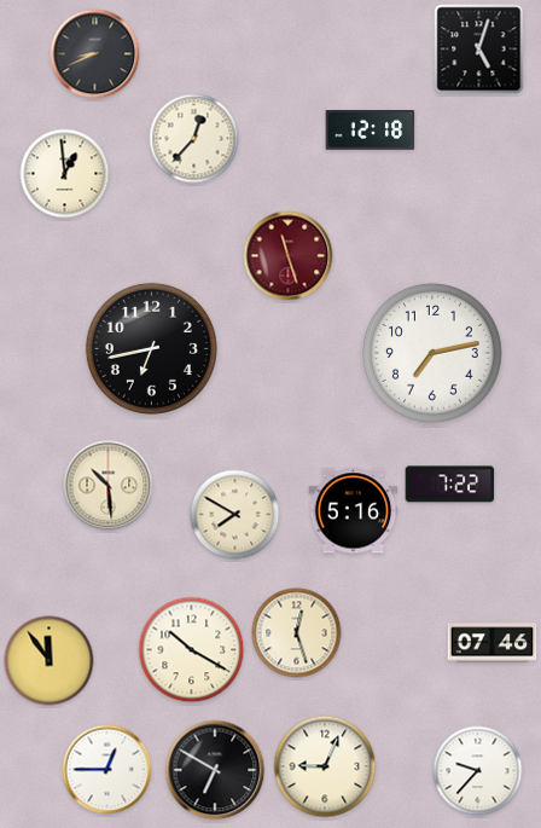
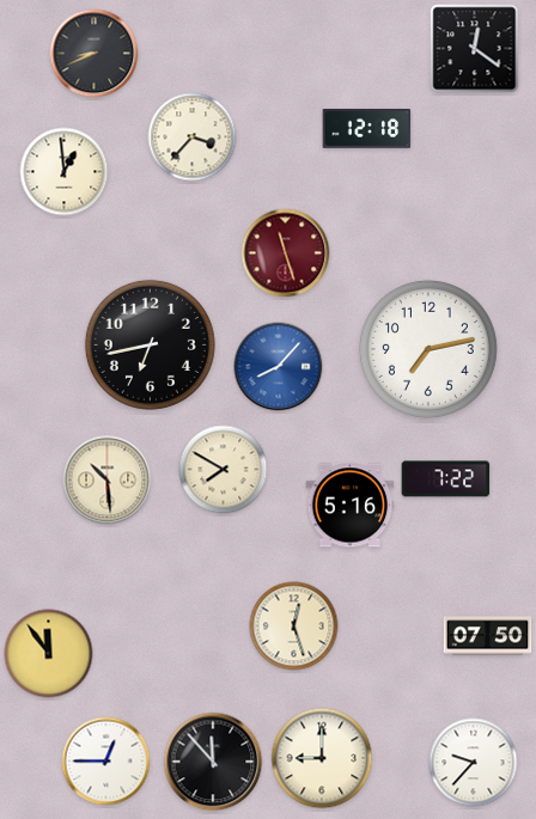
clock at (479, 50): 5:03 -> 12:21
clock at (194, 139): 12:37 -> 3:37
clock at (279, 367): none -> 8:07
clock at (235, 515) position: (235, 515) -> (224, 470)
clock at (493, 643): 07:46 -> 07:50
clock at (192, 650): 10:20 -> none
clock at (325, 766): 9:04 -> 9:00
clock at (215, 770): 6:50 -> 11:53
